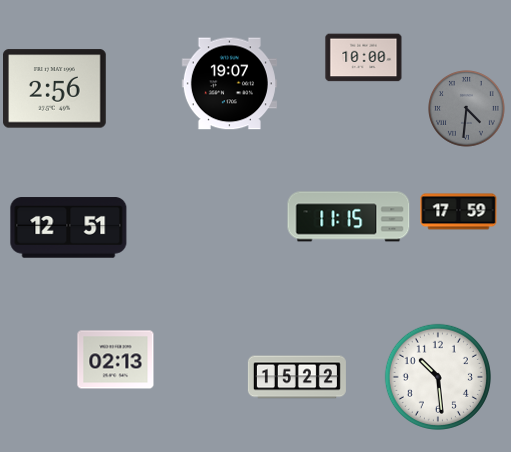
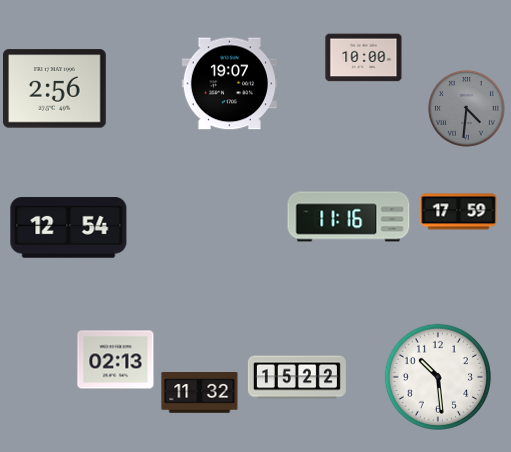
clock at (349, 217): 11:15 -> 11:16
clock at (69, 228): 12:51 -> 12:54
clock at (200, 393): none -> 11:32
